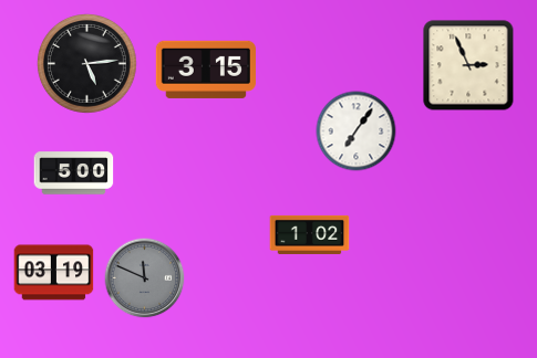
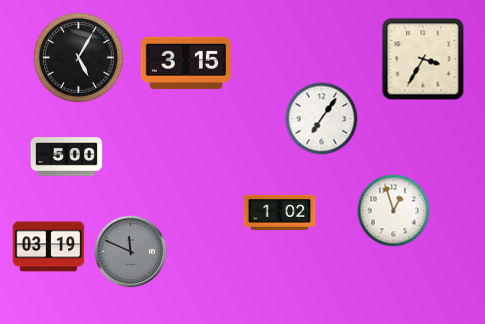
clock at (87, 64): 5:14 -> 5:05
clock at (468, 65): 2:56 -> 3:35
clock at (394, 211): none -> 12:57
